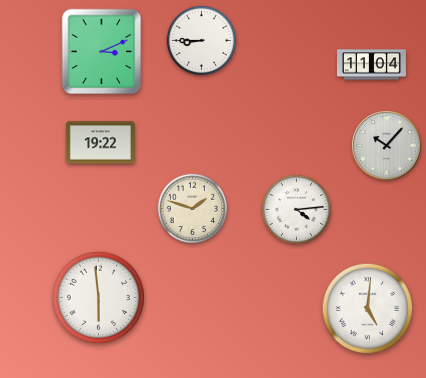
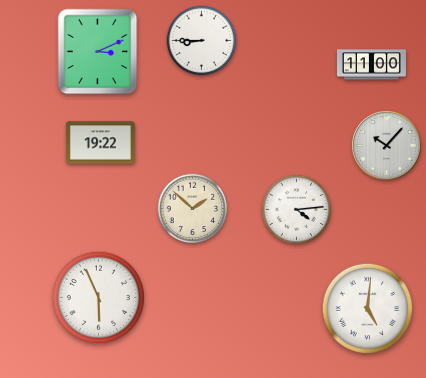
clock at (102, 52) position: (102, 52) -> (98, 52)
clock at (371, 65): 11:04 -> 11:00
clock at (193, 209): 1:48 -> 1:52
clock at (98, 297): 5:59 -> 5:56
